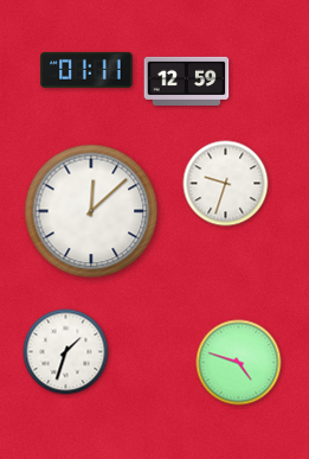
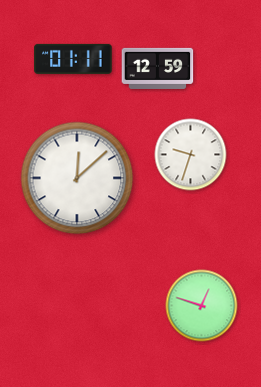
clock at (66, 352): 1:33 -> none
clock at (239, 363): 4:48 -> 12:48
